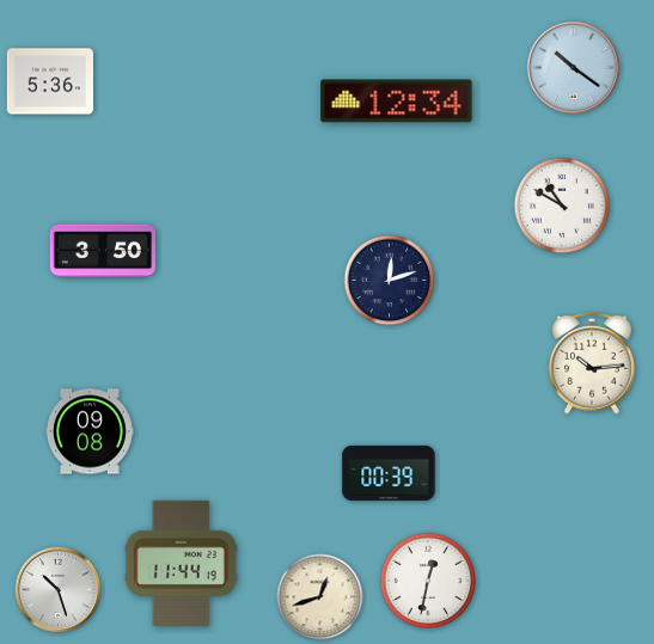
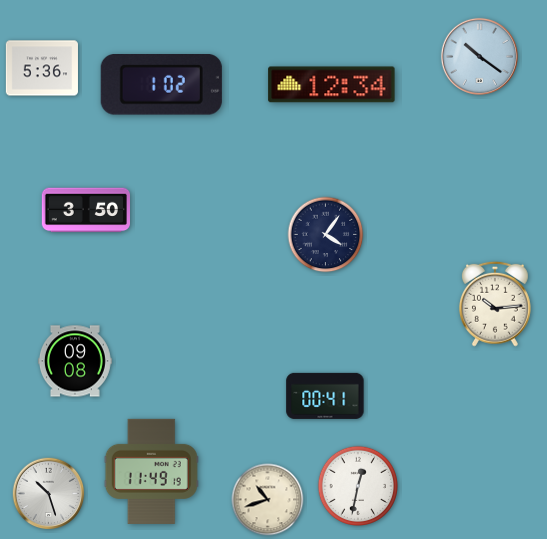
clock at (161, 85): none -> 1:02
clock at (561, 204): 10:50 -> none
clock at (390, 281): 12:12 -> 4:06
clock at (389, 473): 00:39 -> 00:41
clock at (181, 563): 11:44 -> 11:49
clock at (320, 597): 12:42 -> 10:42
